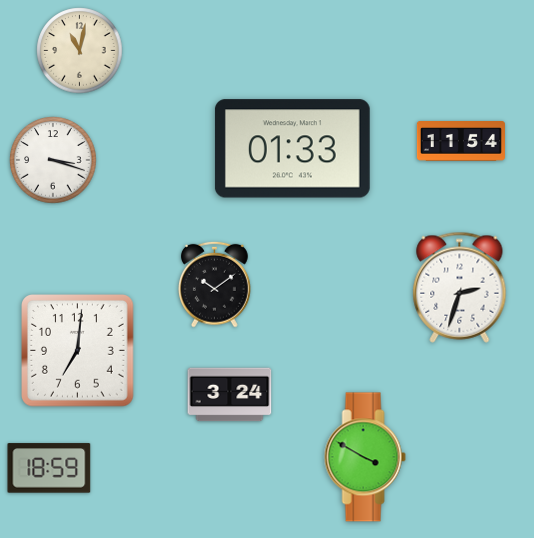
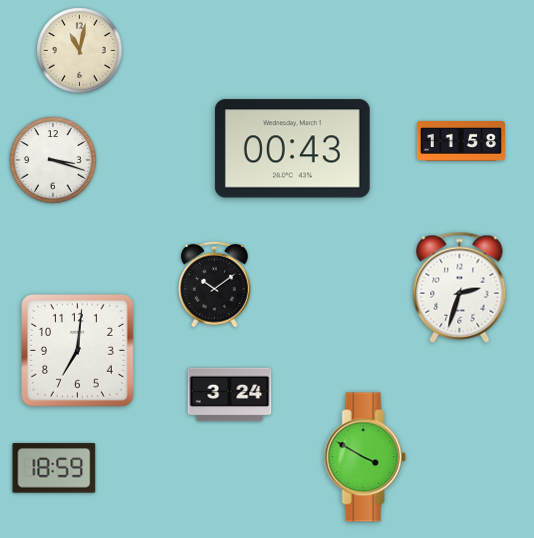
clock at (461, 142): 11:54 -> 11:58
clock at (292, 149): 01:33 -> 00:43
clock at (49, 468) position: (49, 468) -> (54, 468)
